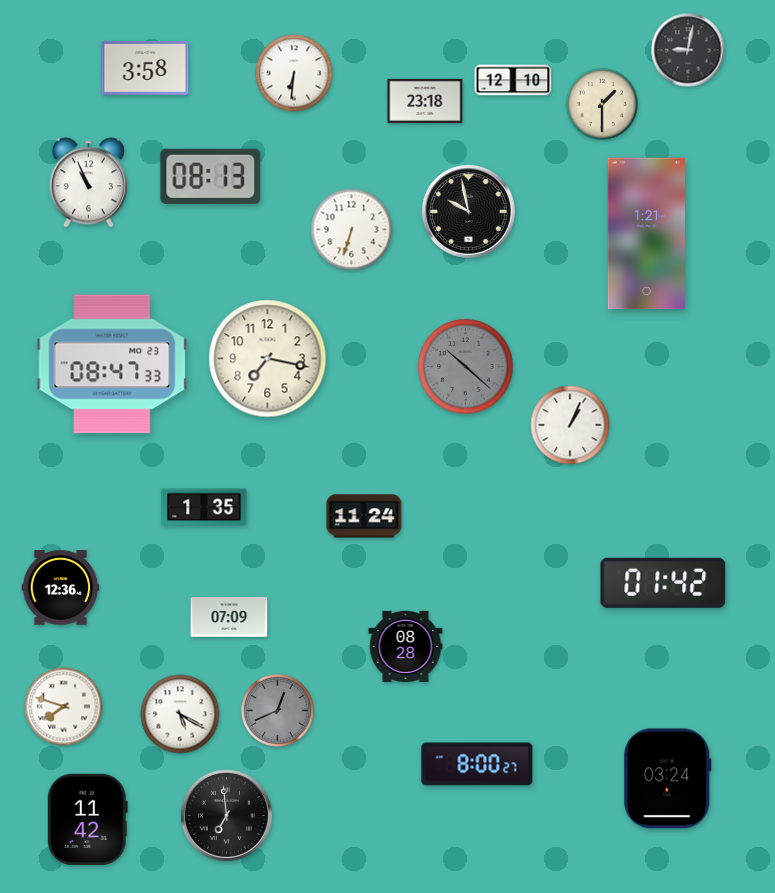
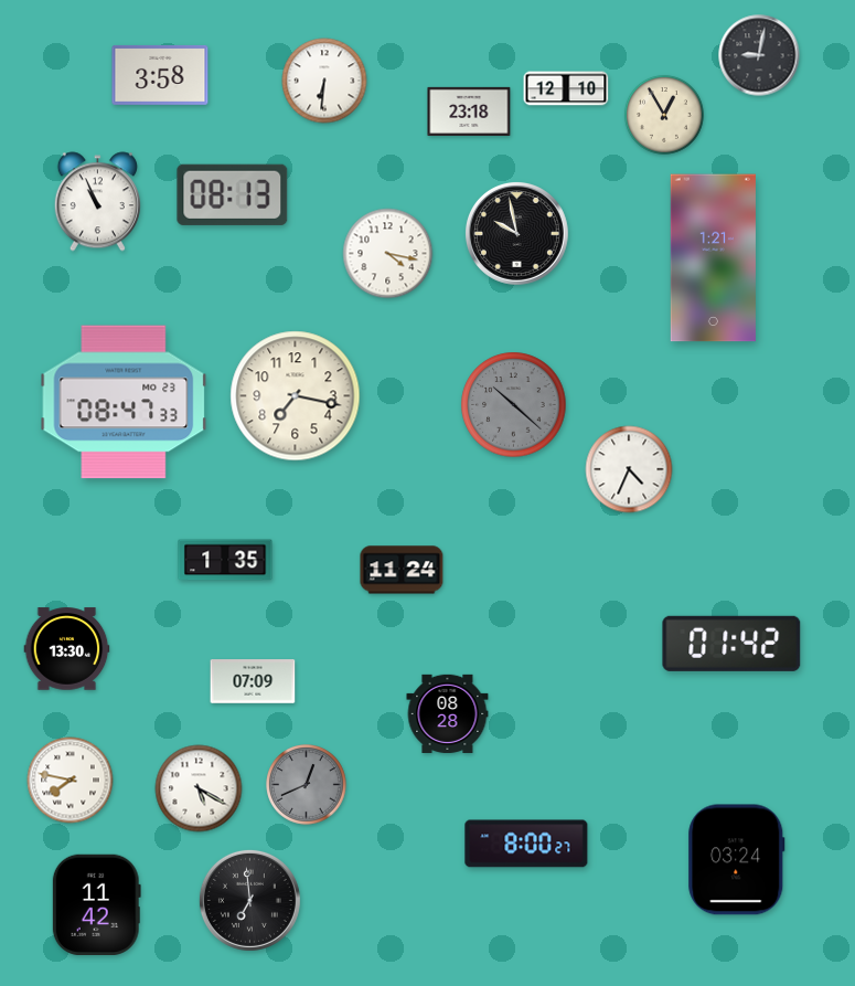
clock at (602, 104): 1:30 -> 12:55
clock at (352, 230): 6:33 -> 4:17
clock at (570, 425): 1:04 -> 4:34
clock at (61, 588): 12:36 -> 13:30
clock at (64, 707): 7:48 -> 7:47
